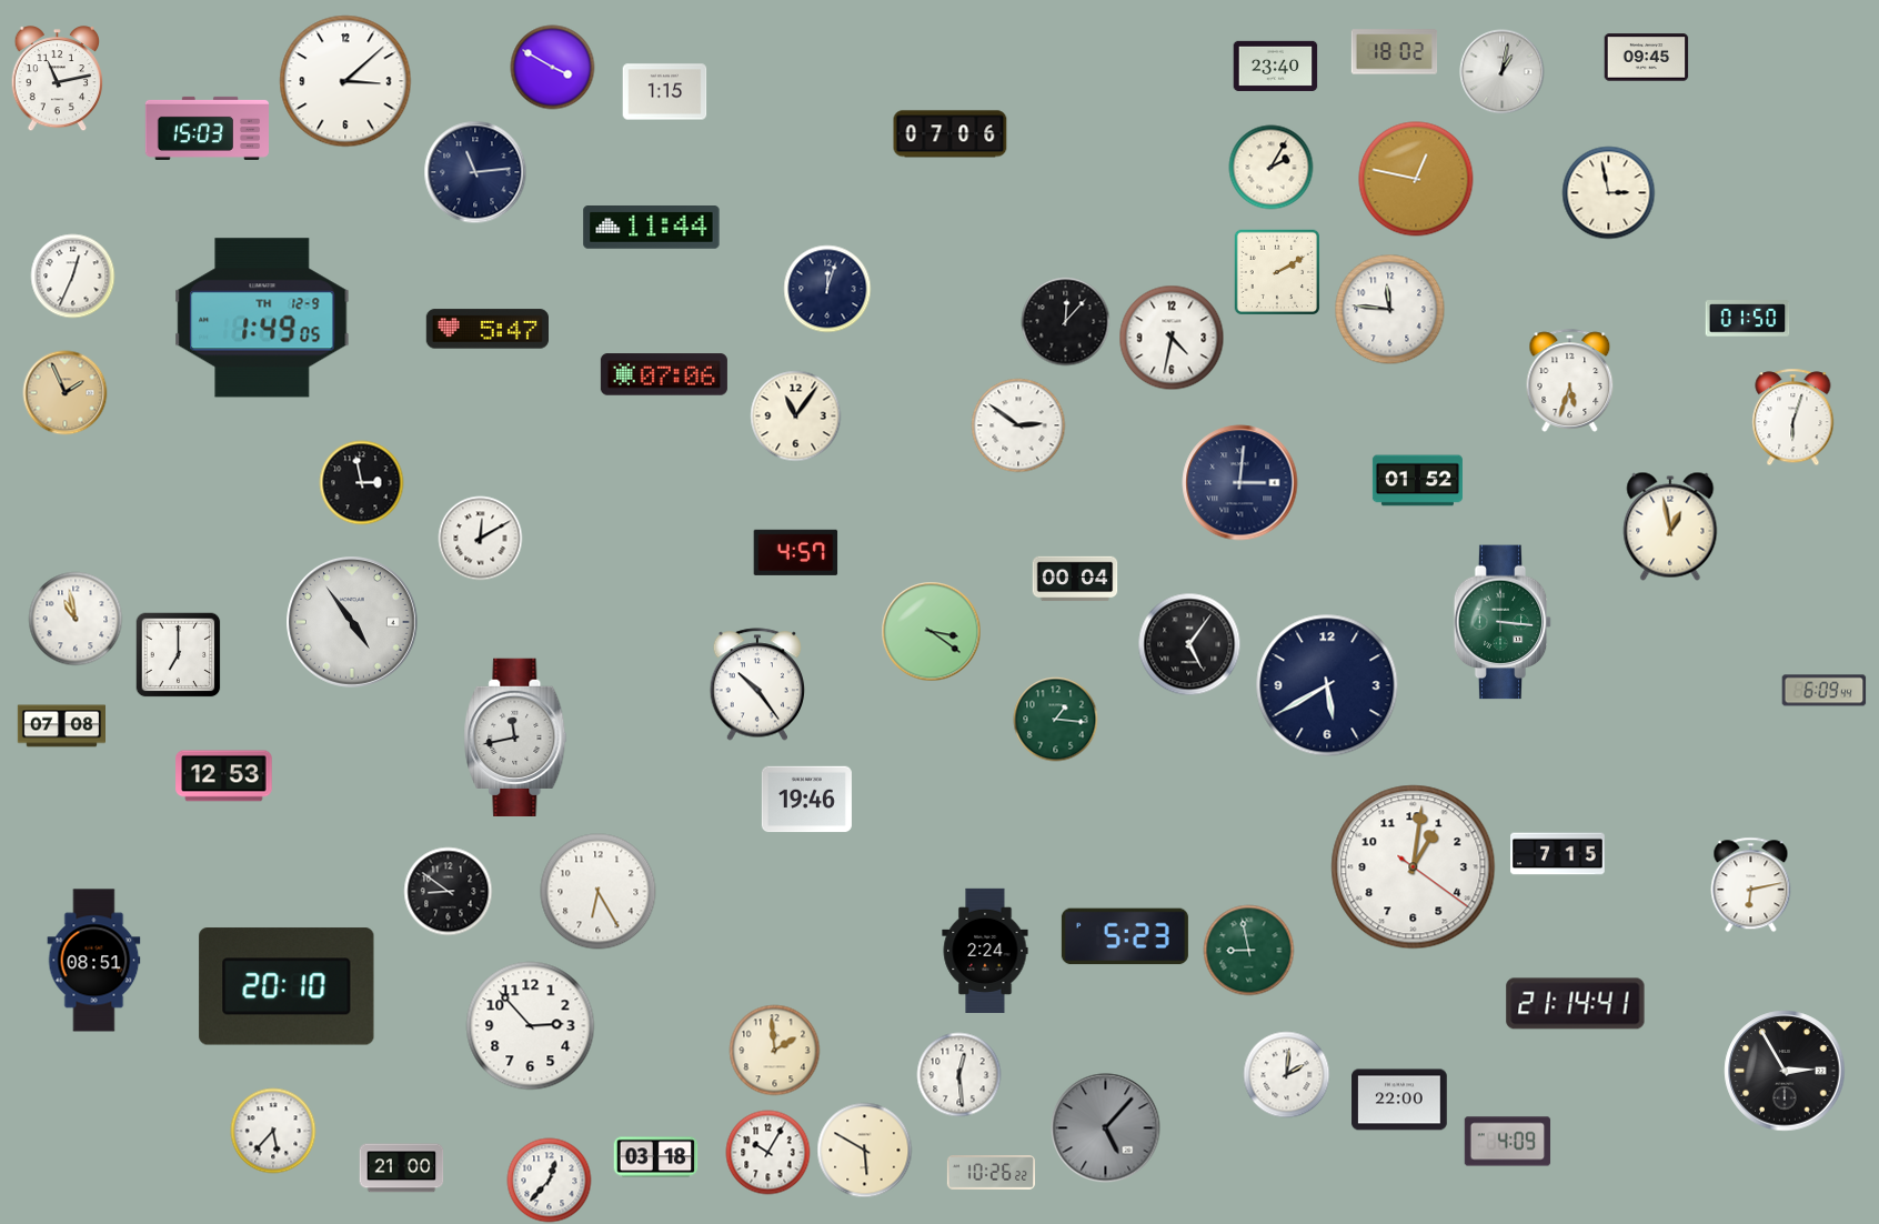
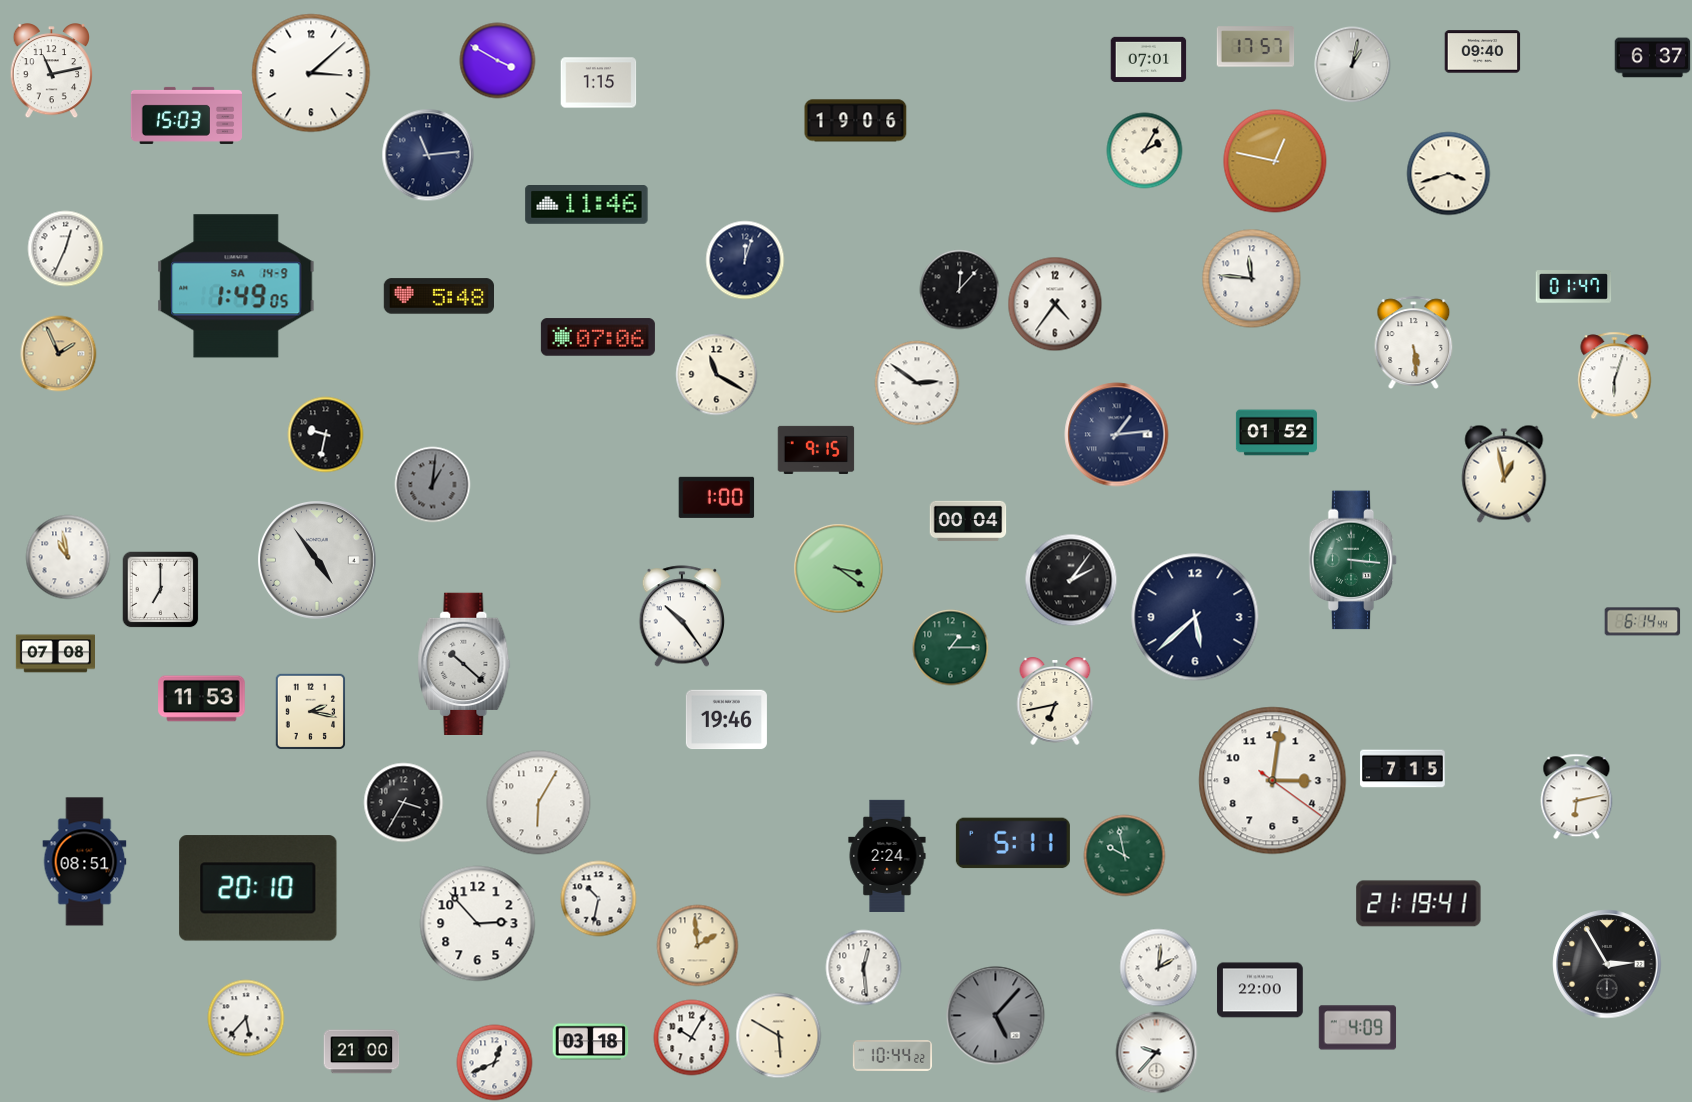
clock at (1395, 52): 18:02 -> 17:57
clock at (1647, 58): 09:45 -> 09:40
clock at (1653, 58): none -> 6:37
clock at (1276, 66): 23:40 -> 07:01
clock at (951, 134): 07:06 -> 19:06
clock at (1609, 193): 2:58 -> 3:42
clock at (652, 228): 11:44 -> 11:46
clock at (1276, 271): 2:10 -> none
clock at (262, 318) date: TH 12-9 -> SA 14-9
clock at (1748, 319): 01:50 -> 01:47
clock at (488, 329): 5:47 -> 5:48
clock at (1172, 338): 4:32 -> 4:36
clock at (1570, 380): 5:33 -> 5:29
clock at (796, 417): 11:06 -> 11:20
clock at (362, 483): 2:58 -> 9:32
clock at (1240, 483): 3:01 -> 1:14
clock at (816, 450): none -> 9:15
clock at (481, 539): 12:10 -> 1:01
clock at (481, 539) dial: white -> grey
clock at (796, 552): 4:57 -> 1:00
clock at (1189, 644): 5:06 -> 2:06
clock at (1327, 685): 5:40 -> 5:38
clock at (1825, 691): 6:09 -> 6:14
clock at (1056, 720): 1:16 -> 1:15
clock at (515, 736): 11:43 -> 10:22
clock at (224, 776): 12:53 -> 11:53
clock at (1055, 702): none -> 6:43
clock at (310, 711): none -> 2:17
clock at (1414, 867): 1:01 -> 3:01
clock at (449, 892): 8:51 -> 3:35
clock at (599, 892): 6:25 -> 6:05
clock at (1125, 936): 5:23 -> 5:11
clock at (1249, 951): 8:58 -> 9:58
clock at (94, 961) position: (94, 961) -> (85, 862)
clock at (599, 899): none -> 10:32
clock at (1576, 1004): 21:14 -> 21:19
clock at (1157, 1053): none -> 9:37
clock at (991, 1173): 10:26 -> 10:44
clock at (550, 1181): 12:37 -> 12:41
